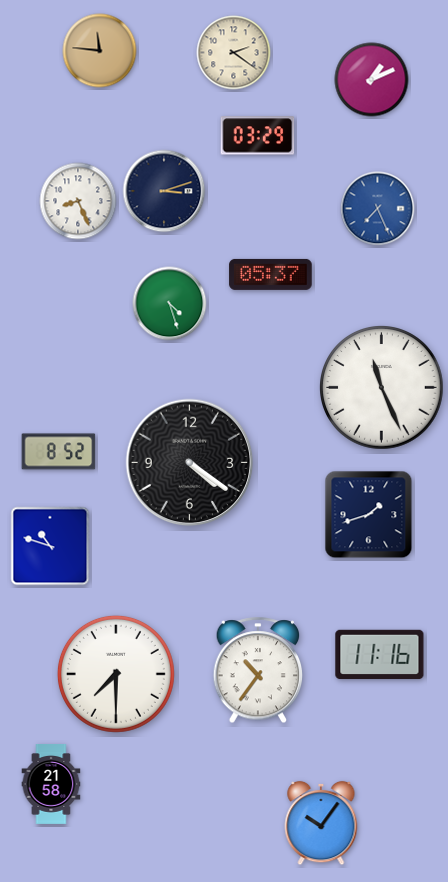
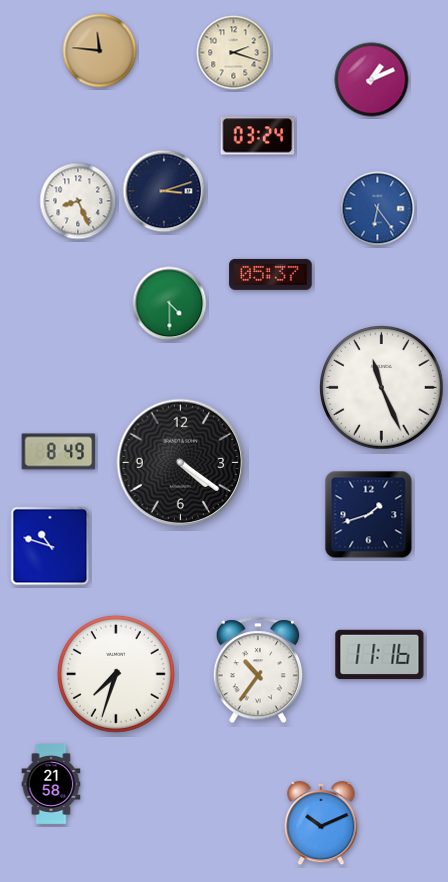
clock at (234, 53): 2:21 -> 2:18
clock at (258, 136): 03:29 -> 03:24
clock at (378, 209): 7:26 -> 6:24
clock at (170, 304): 4:27 -> 4:30
clock at (59, 452): 8:52 -> 8:49
clock at (190, 463) position: (190, 463) -> (181, 463)
clock at (116, 674): 7:30 -> 7:33
clock at (321, 823): 10:06 -> 10:11
